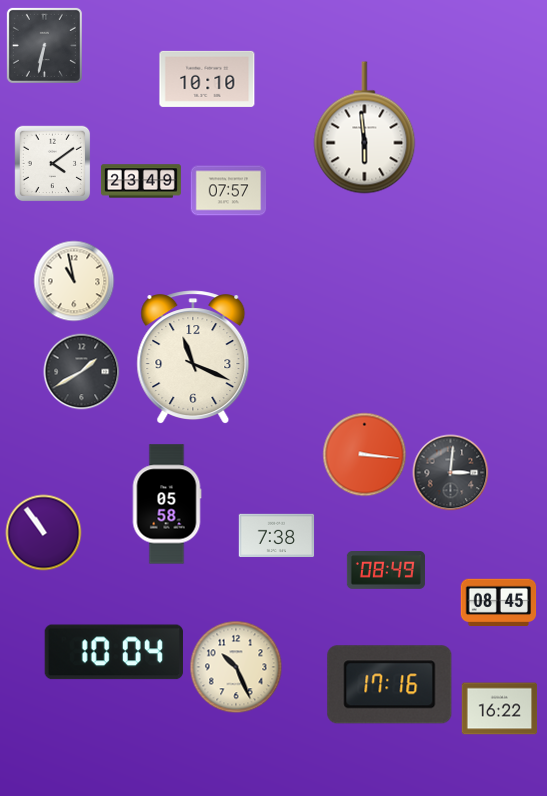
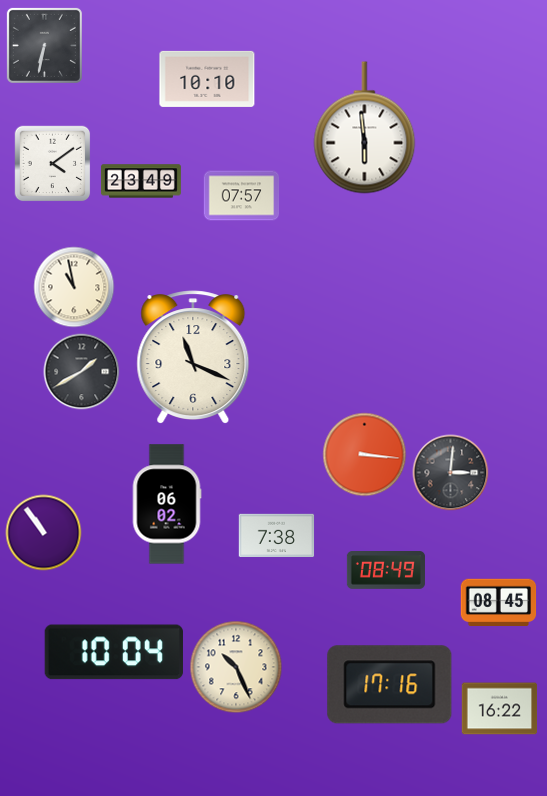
clock at (229, 191) position: (229, 191) -> (242, 196)
clock at (74, 281) position: (74, 281) -> (74, 287)
clock at (167, 504): 05:58 -> 06:02
